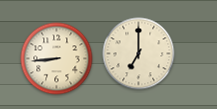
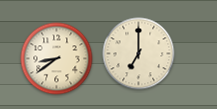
clock at (57, 59): 8:44 -> 8:39
